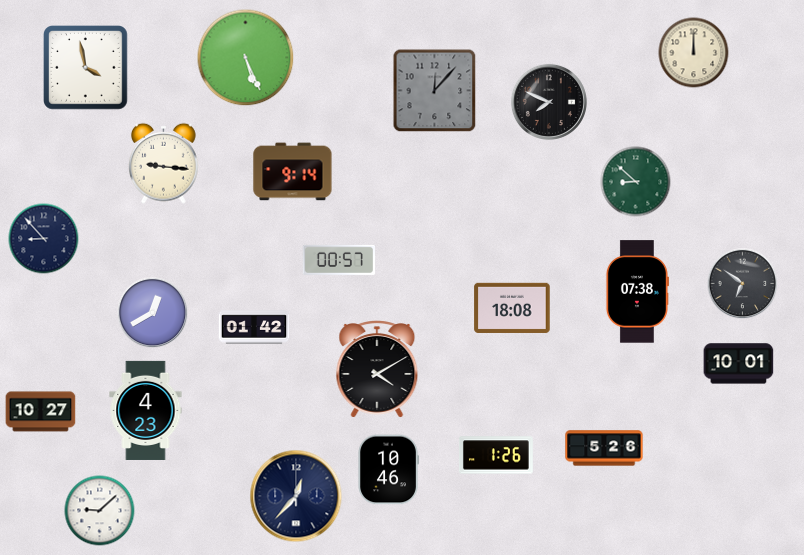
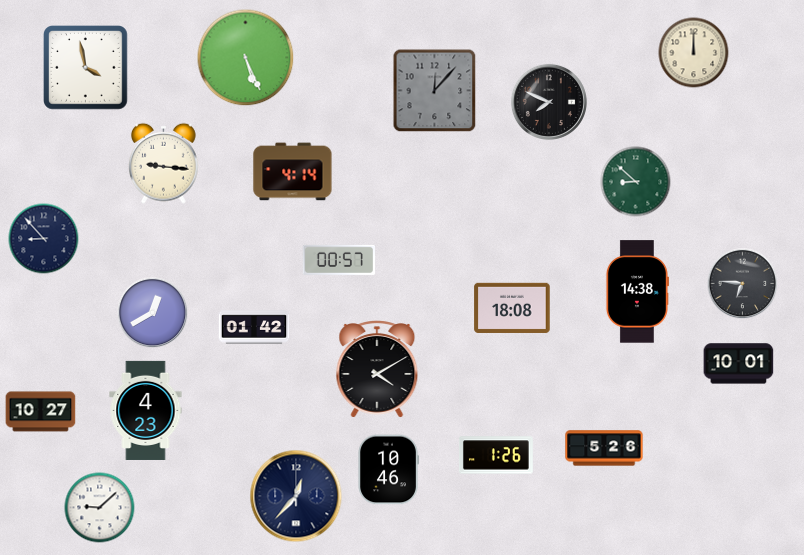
clock at (293, 172): 9:14 -> 4:14
clock at (743, 284): 6:51 -> 6:46
clock at (637, 292): 07:38 -> 14:38
clock at (100, 511) position: (100, 511) -> (100, 508)
